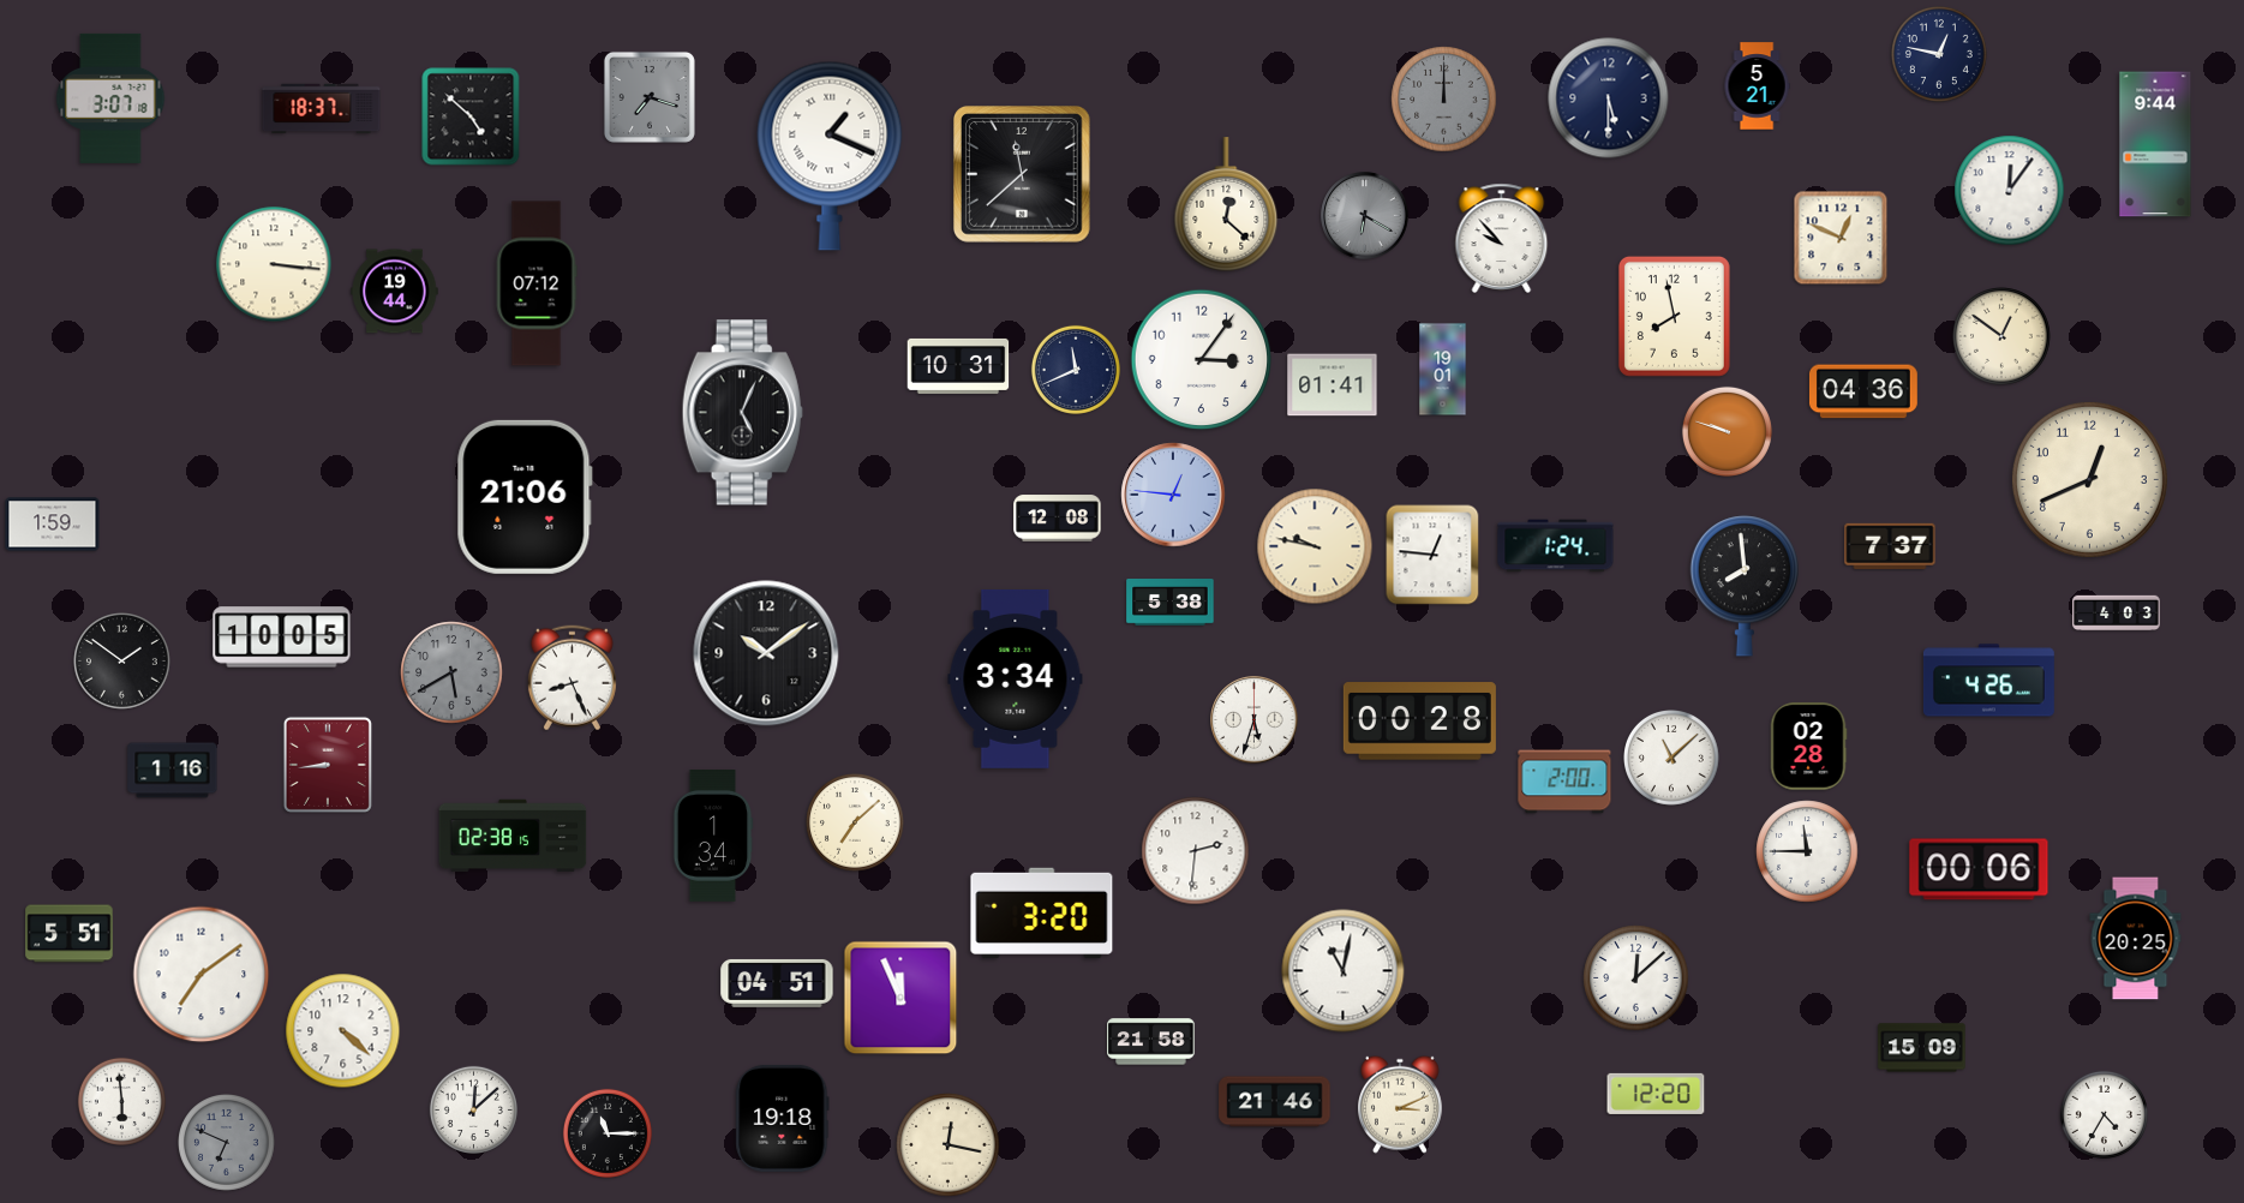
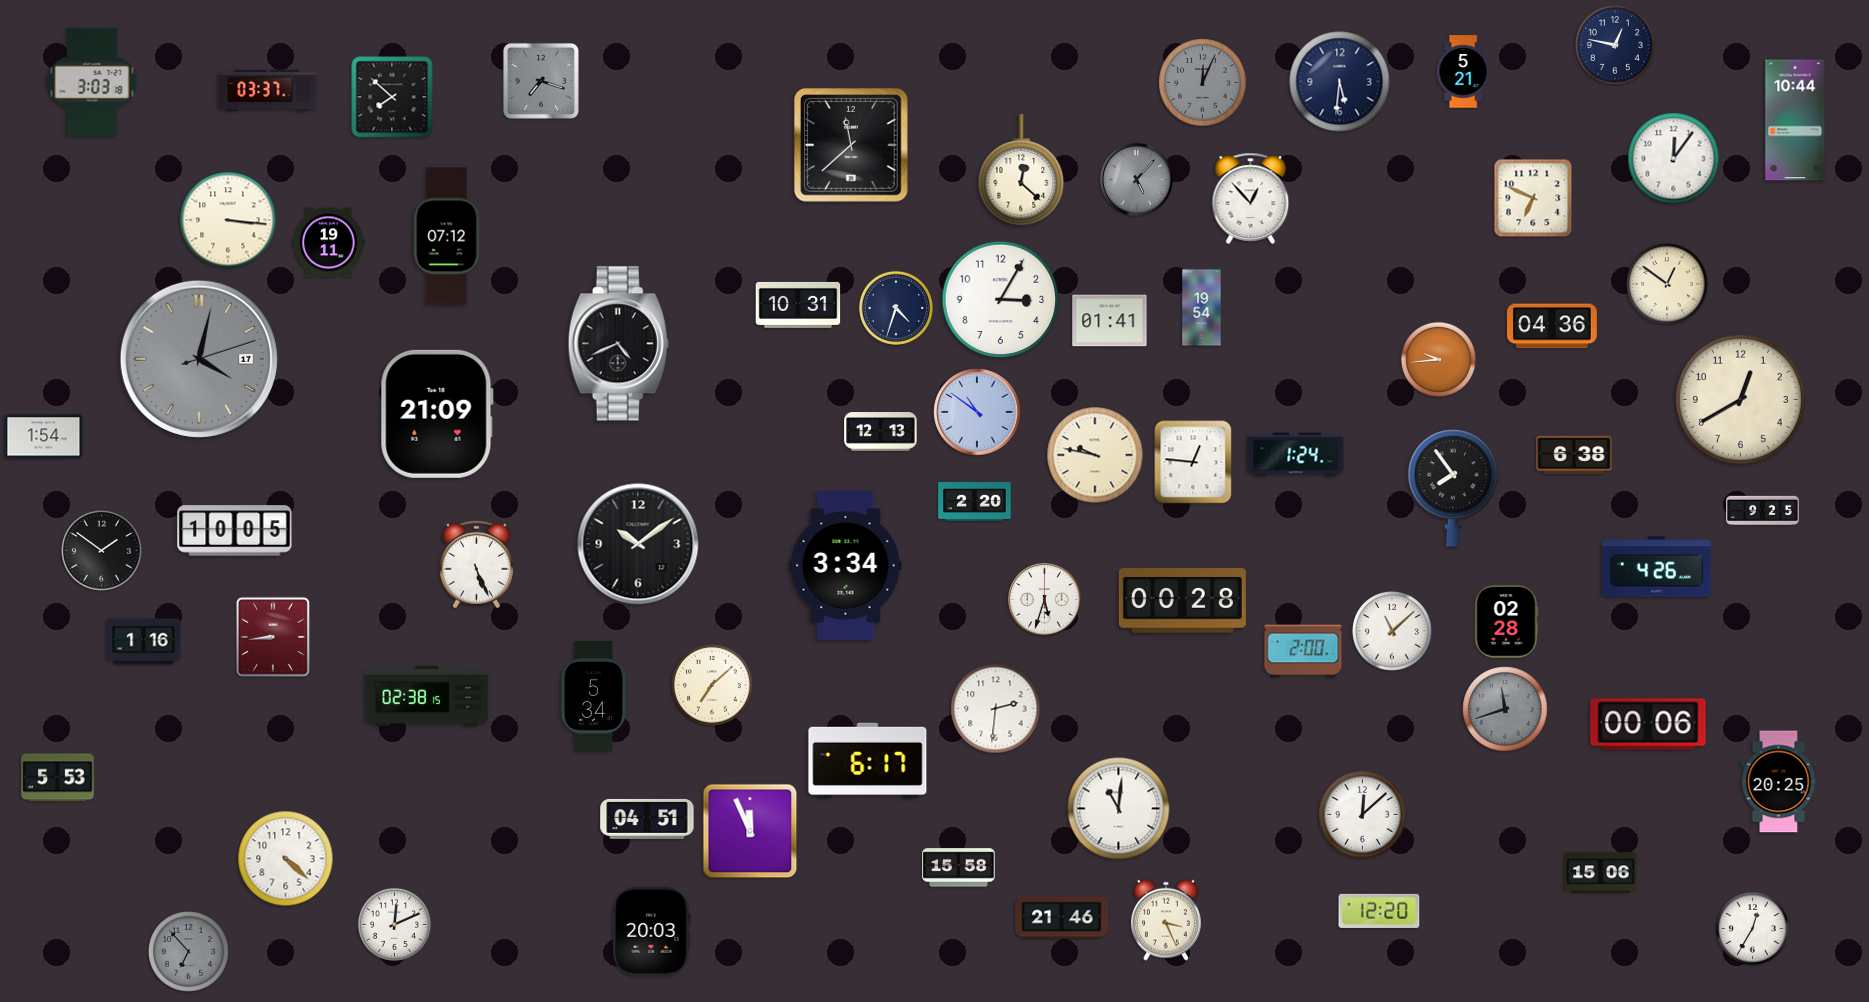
clock at (110, 98): 3:07 -> 3:03
clock at (1609, 98): 5:30 -> 5:31
clock at (1444, 100): 12:00 -> 12:04
clock at (322, 109): 18:37 -> 03:37
clock at (471, 116): 4:52 -> 7:52
clock at (2155, 144): 9:44 -> 10:44
clock at (830, 156): 1:19 -> none
clock at (1365, 216): 6:20 -> 5:07
clock at (1502, 238): 9:53 -> 12:53
clock at (1841, 238): 12:49 -> 6:49
clock at (395, 292): 19:44 -> 19:11
clock at (1674, 316): 7:58 -> none
clock at (2001, 336) position: (2001, 336) -> (1667, 284)
clock at (1202, 360): 3:06 -> 3:05
clock at (1076, 370): 11:41 -> 4:33
clock at (1443, 370): 19:01 -> 19:54
clock at (742, 413): 5:04 -> 4:41
clock at (199, 359): none -> 4:02
clock at (1727, 431): 9:48 -> 9:44
clock at (2089, 479): 12:41 -> 12:40
clock at (1173, 495): 12:46 -> 10:51
clock at (525, 497): 21:06 -> 21:09
clock at (1058, 519): 12:08 -> 12:13
clock at (53, 525): 1:59 -> 1:54
clock at (1890, 546): 7:37 -> 6:38
clock at (1743, 586): 7:59 -> 7:54
clock at (1171, 603): 5:38 -> 2:20
clock at (2117, 614): 4:03 -> 9:25
clock at (451, 672): 5:40 -> none
clock at (572, 678): 8:26 -> 5:26
clock at (713, 837): 1:34 -> 5:34
clock at (1807, 851): 11:45 -> 11:42
clock at (1807, 851) dial: white -> grey
clock at (1042, 914): 3:20 -> 6:17
clock at (70, 934): 5:51 -> 5:53
clock at (1344, 971): 11:02 -> 11:01
clock at (202, 975): 7:09 -> none
clock at (1151, 1042): 21:58 -> 15:58
clock at (1922, 1048): 15:09 -> 15:06
clock at (121, 1101): 5:59 -> none
clock at (1400, 1105): 3:11 -> 3:26
clock at (473, 1109): 12:08 -> 12:11
clock at (2104, 1114): 4:35 -> 12:35
clock at (783, 1118): 19:18 -> 20:03
clock at (608, 1133): 11:15 -> none
clock at (227, 1143): 6:49 -> 6:53
clock at (949, 1145): 12:17 -> none
